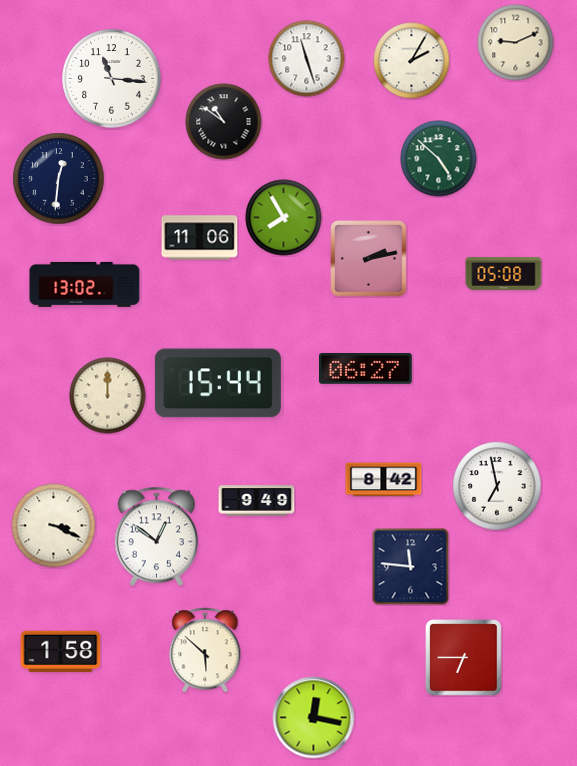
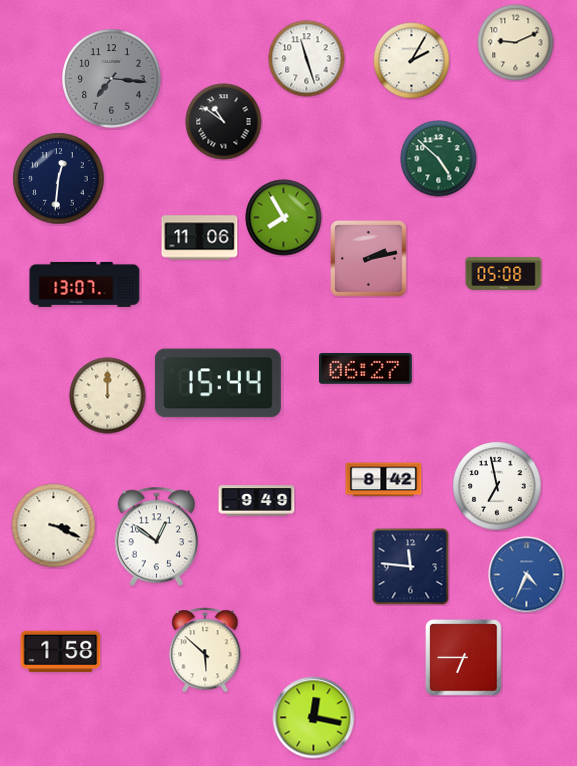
clock at (112, 79): 11:16 -> 7:16
clock at (112, 79) dial: white -> grey
clock at (85, 284): 13:02 -> 13:07
clock at (527, 575): none -> 4:34
